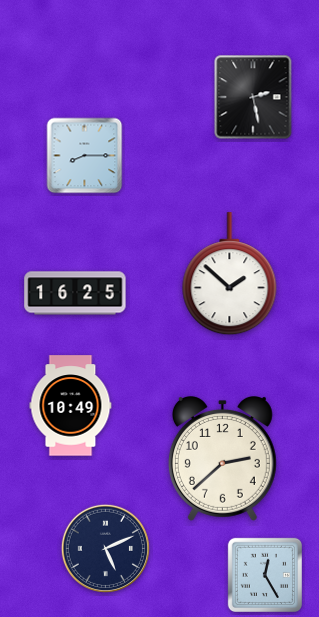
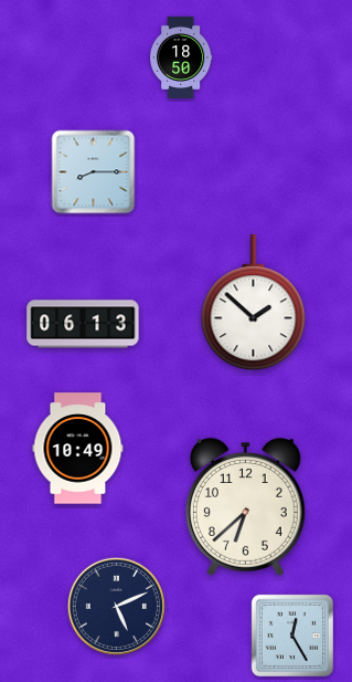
clock at (182, 57): none -> 18:50
clock at (253, 97): 2:28 -> none
clock at (75, 293): 16:25 -> 06:13
clock at (222, 459): 2:38 -> 6:38
